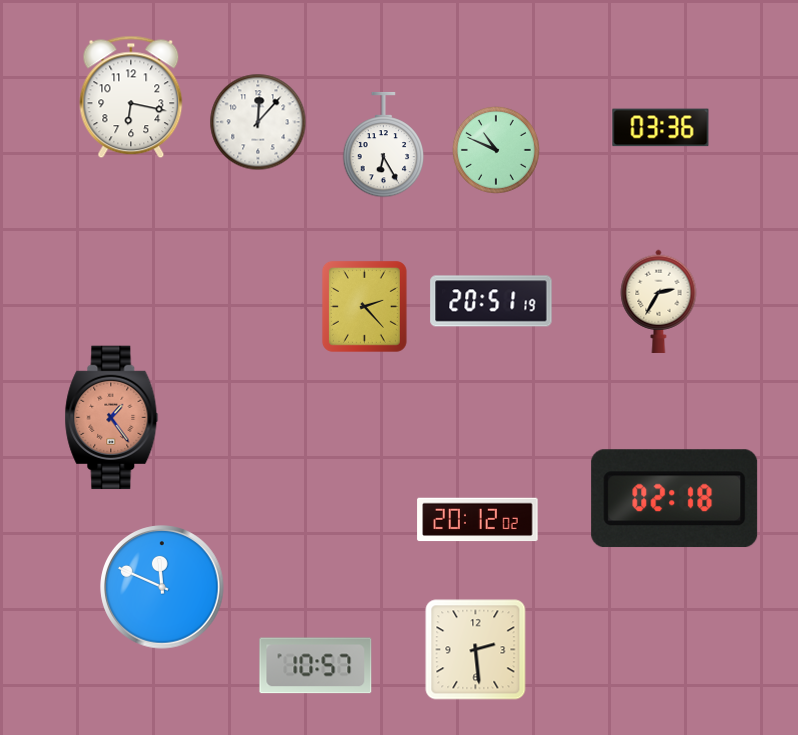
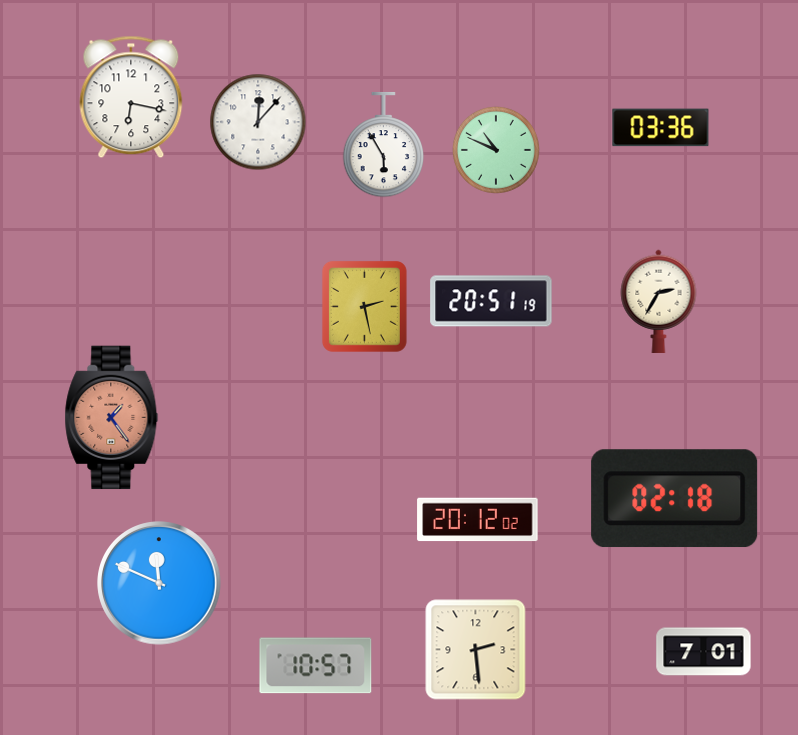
clock at (384, 145): 6:25 -> 5:55
clock at (364, 306): 2:23 -> 2:28
clock at (162, 587) position: (162, 587) -> (159, 583)
clock at (704, 652): none -> 7:01
